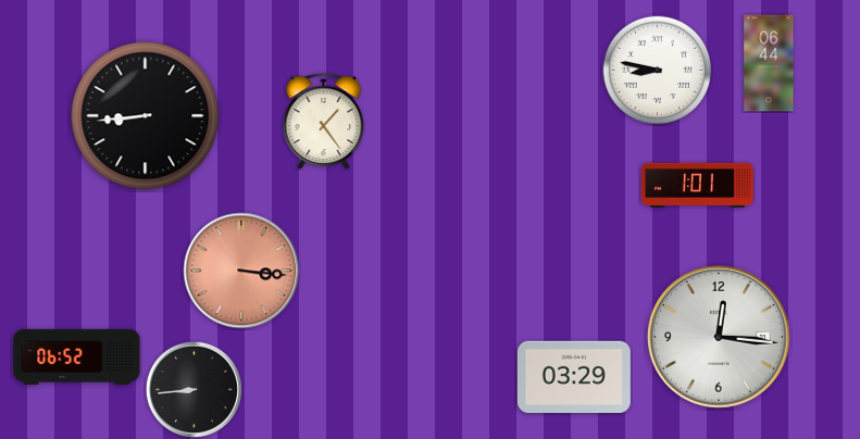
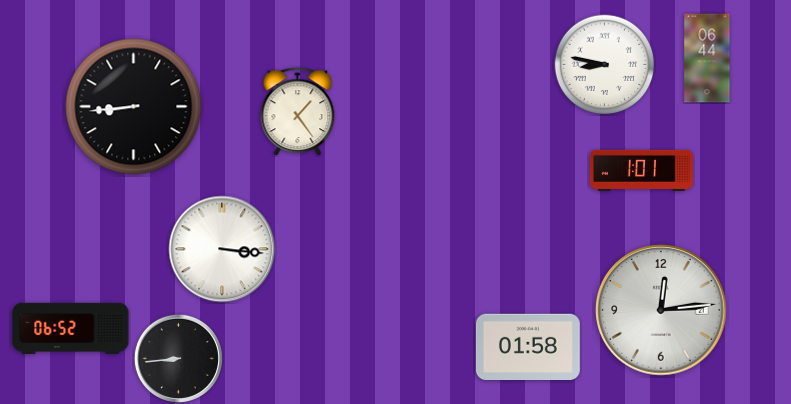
clock at (241, 271) dial: salmon -> white
clock at (719, 337): 12:16 -> 12:14
clock at (574, 376): 03:29 -> 01:58
